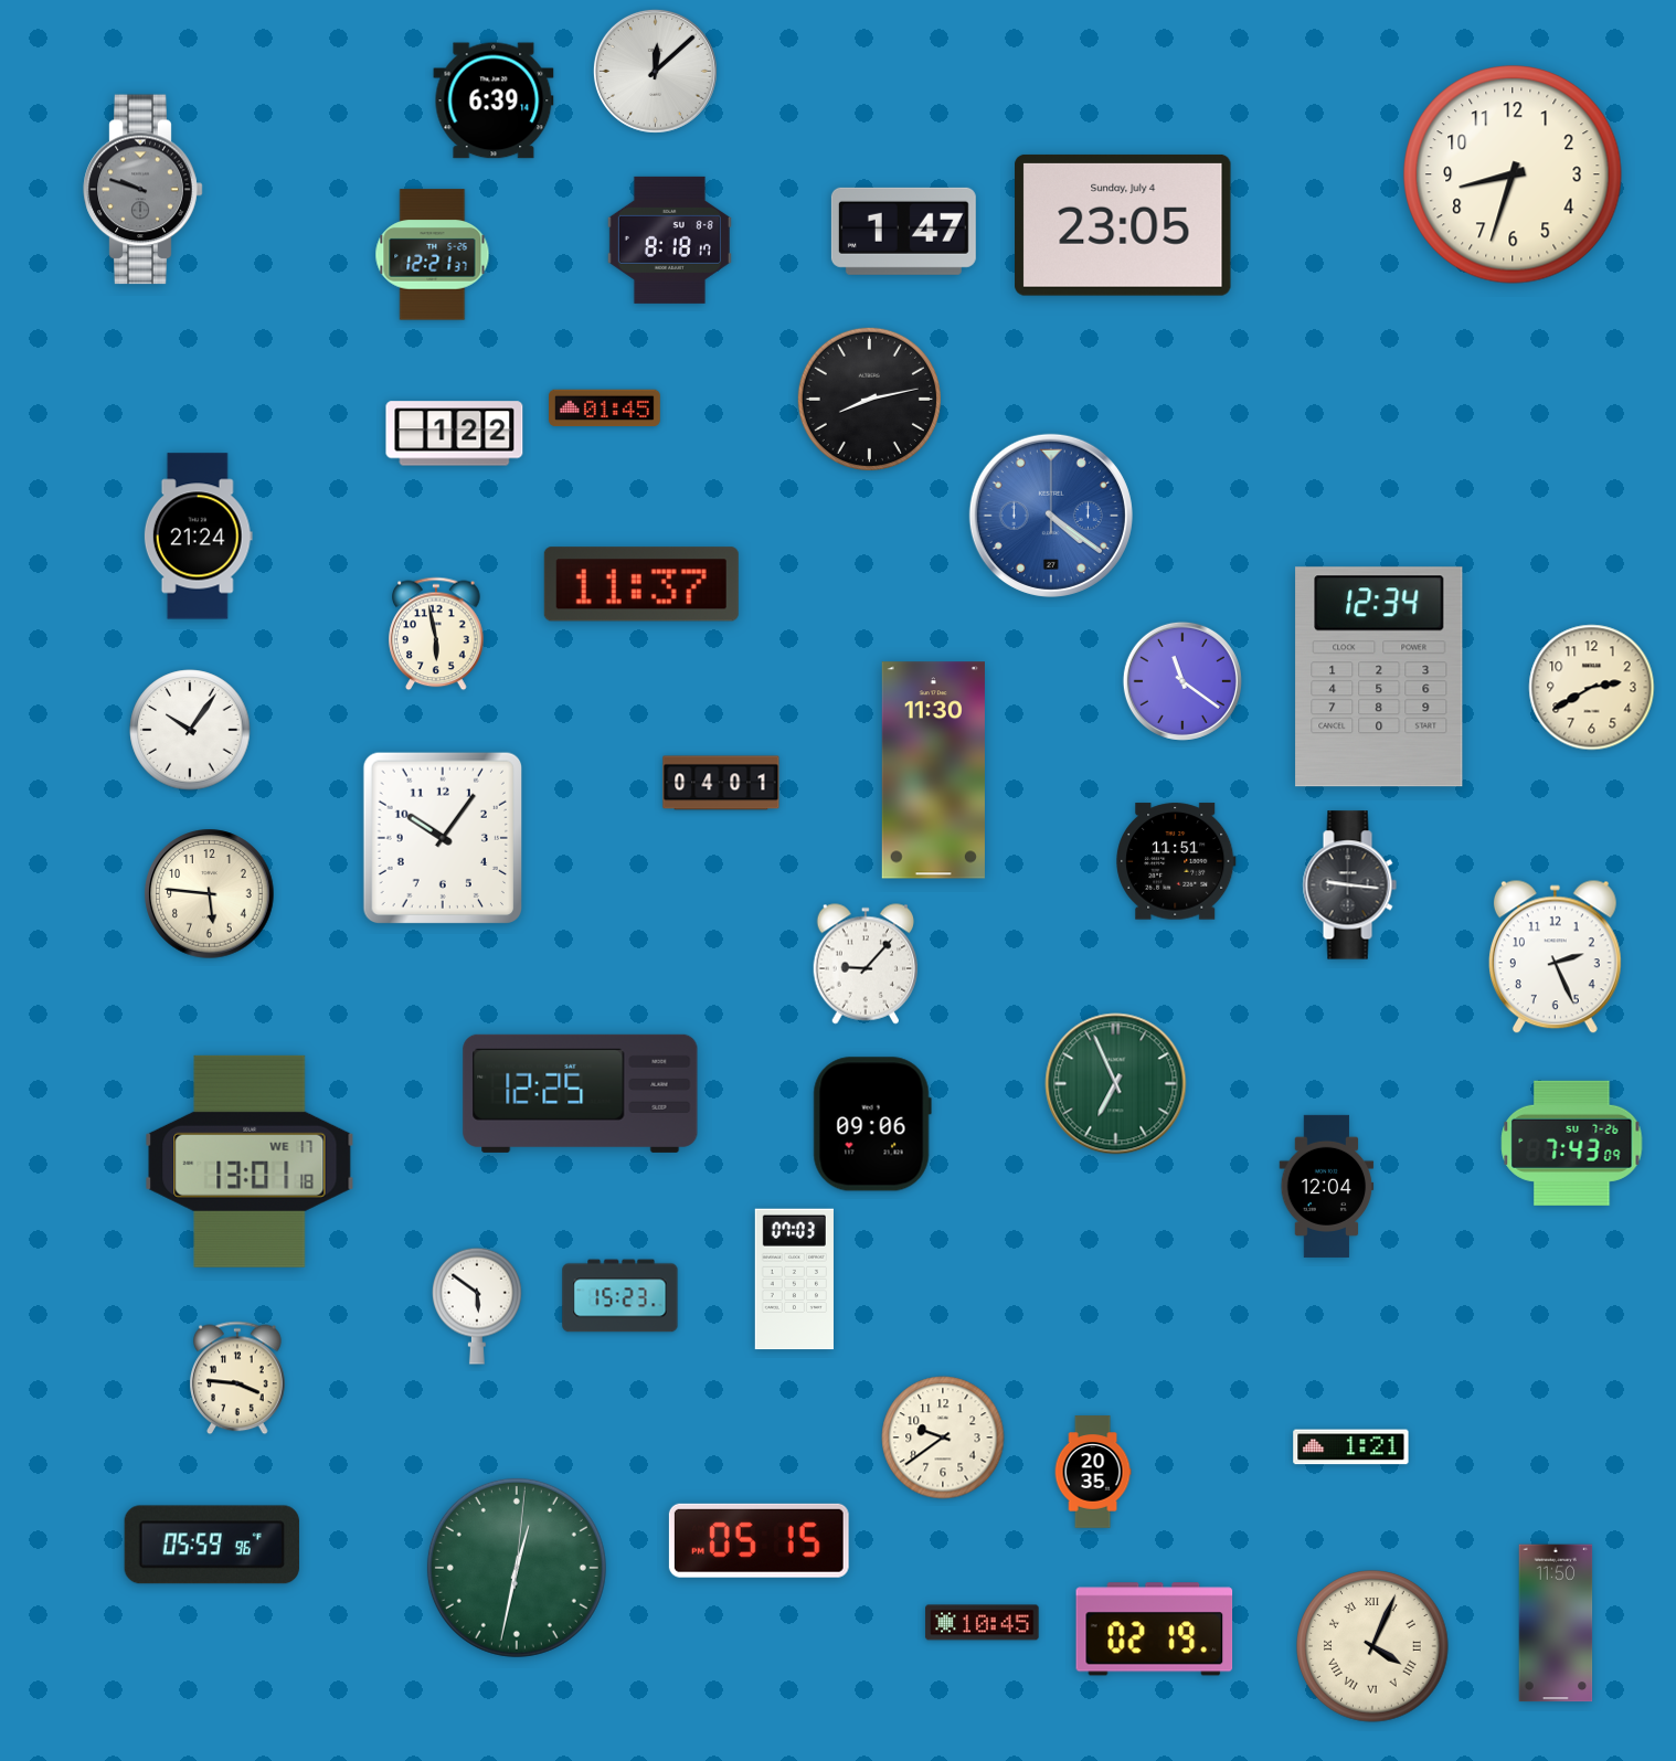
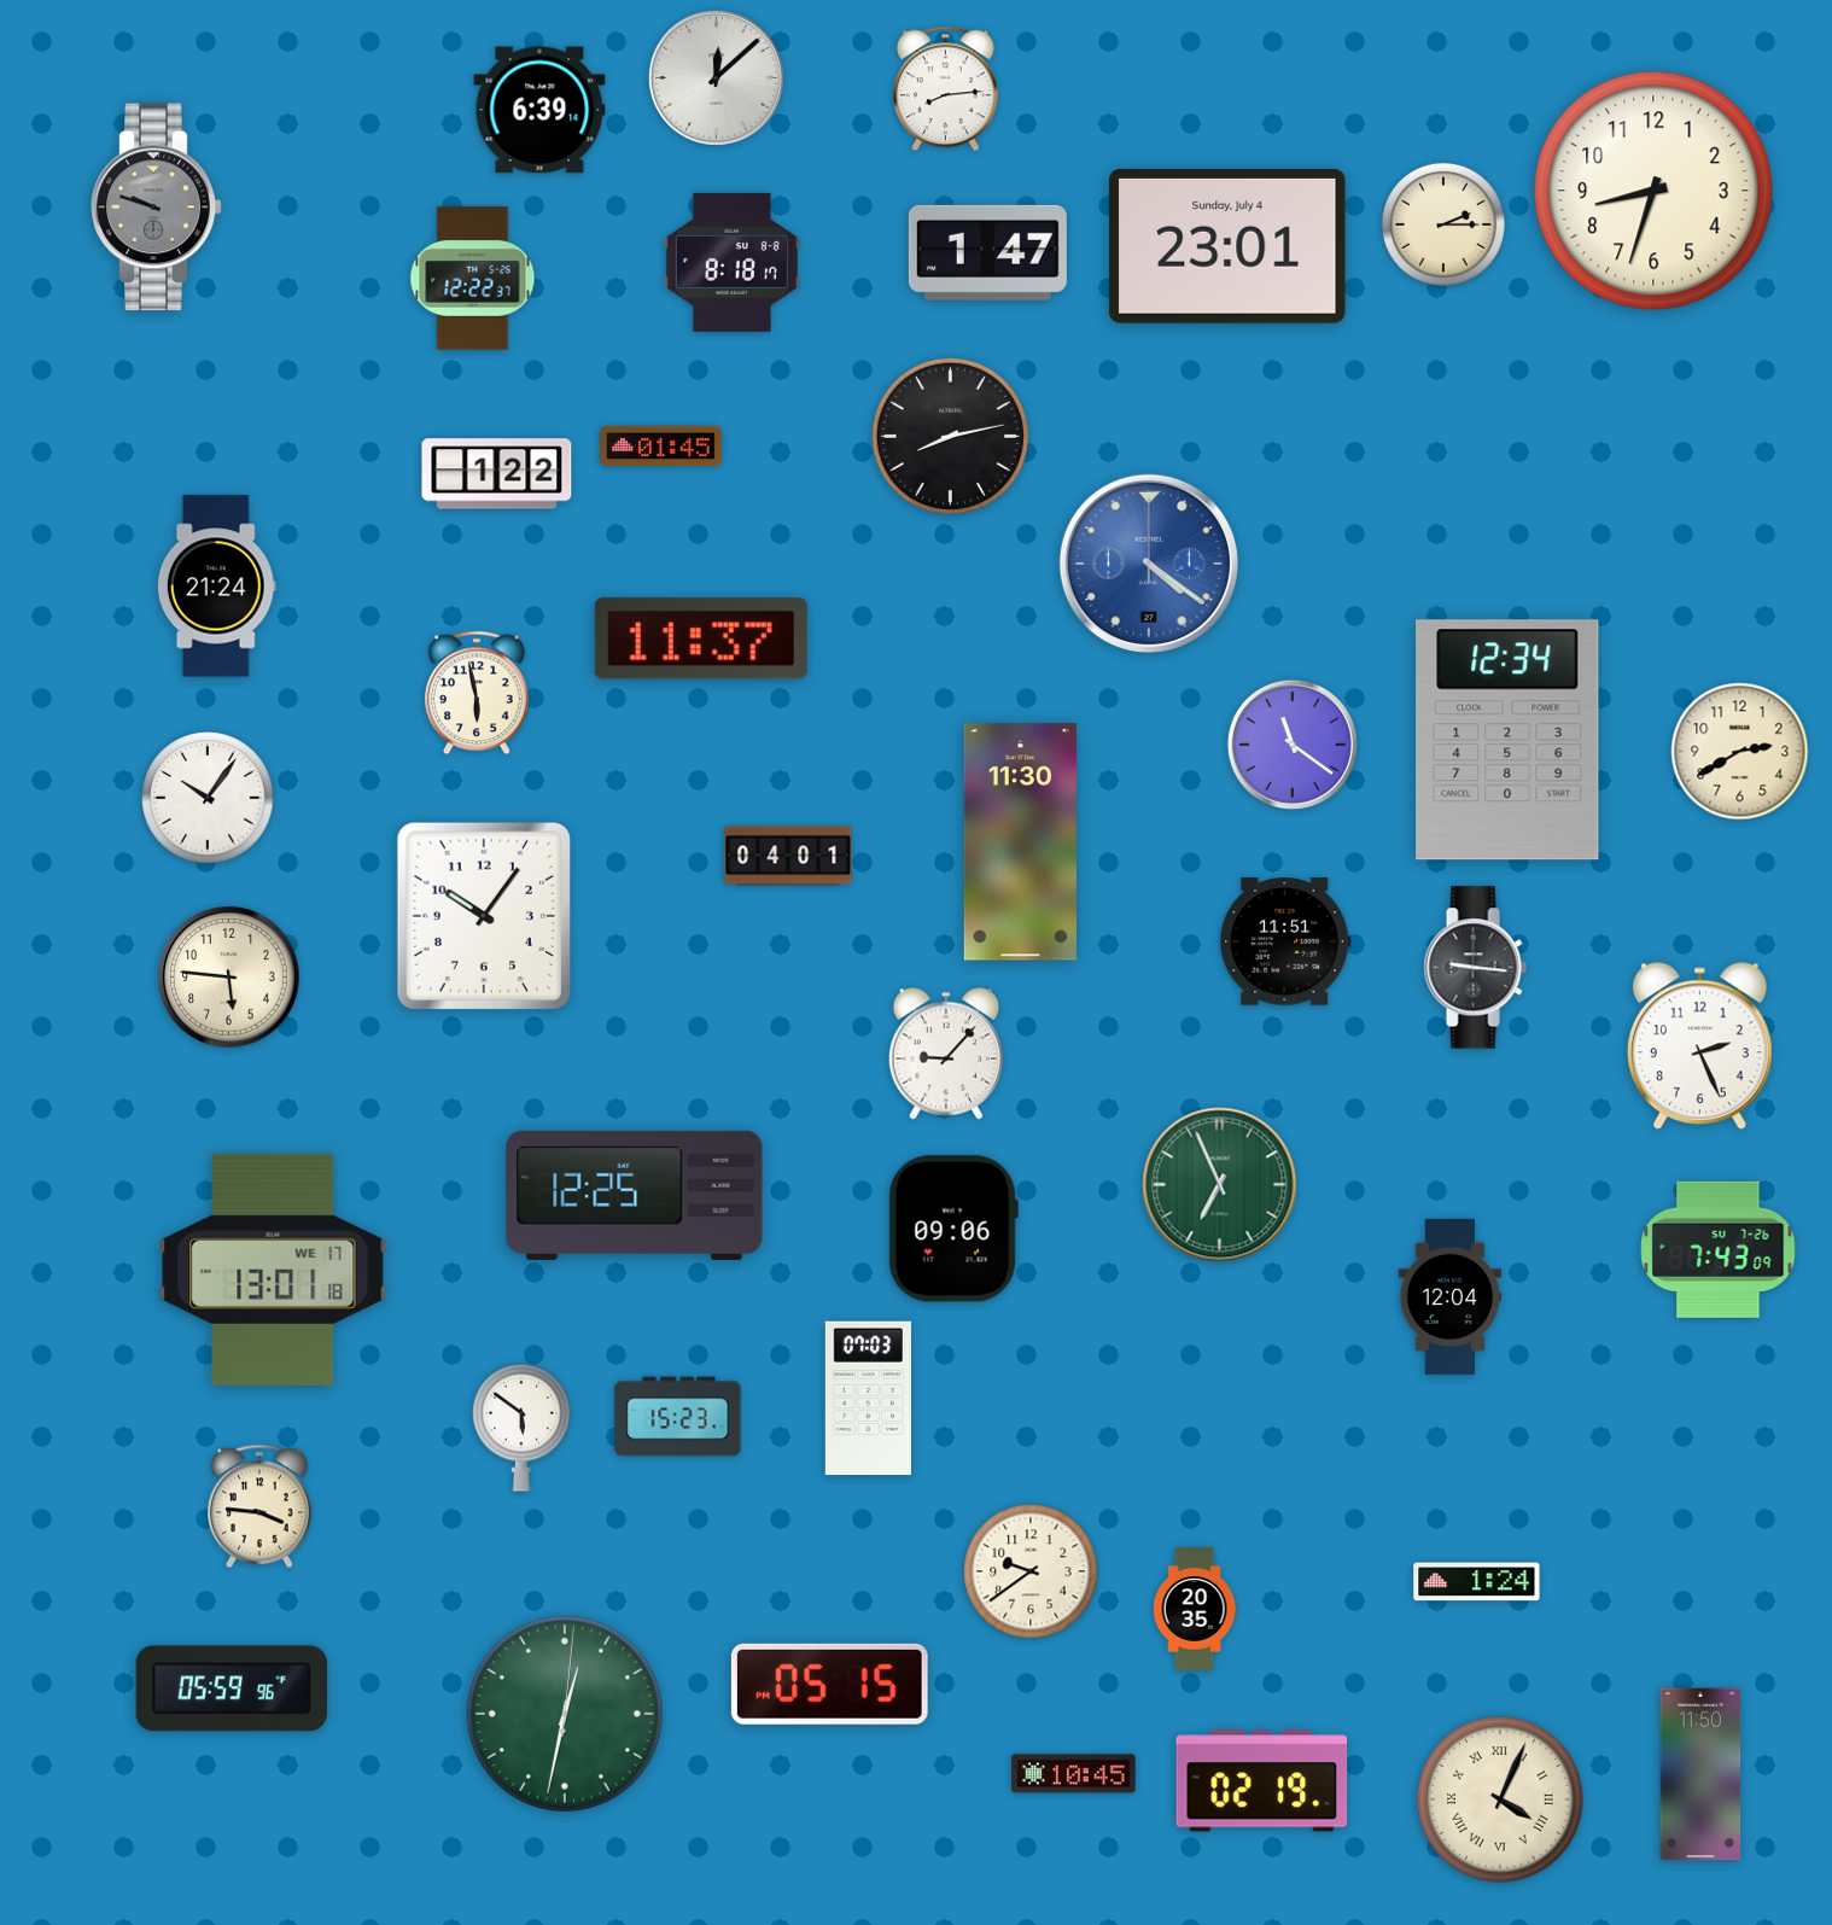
clock at (946, 89): none -> 8:14
clock at (1443, 224): none -> 2:15
clock at (1123, 225): 23:05 -> 23:01
clock at (433, 255): 12:21 -> 12:22
clock at (1351, 1447): 1:21 -> 1:24
